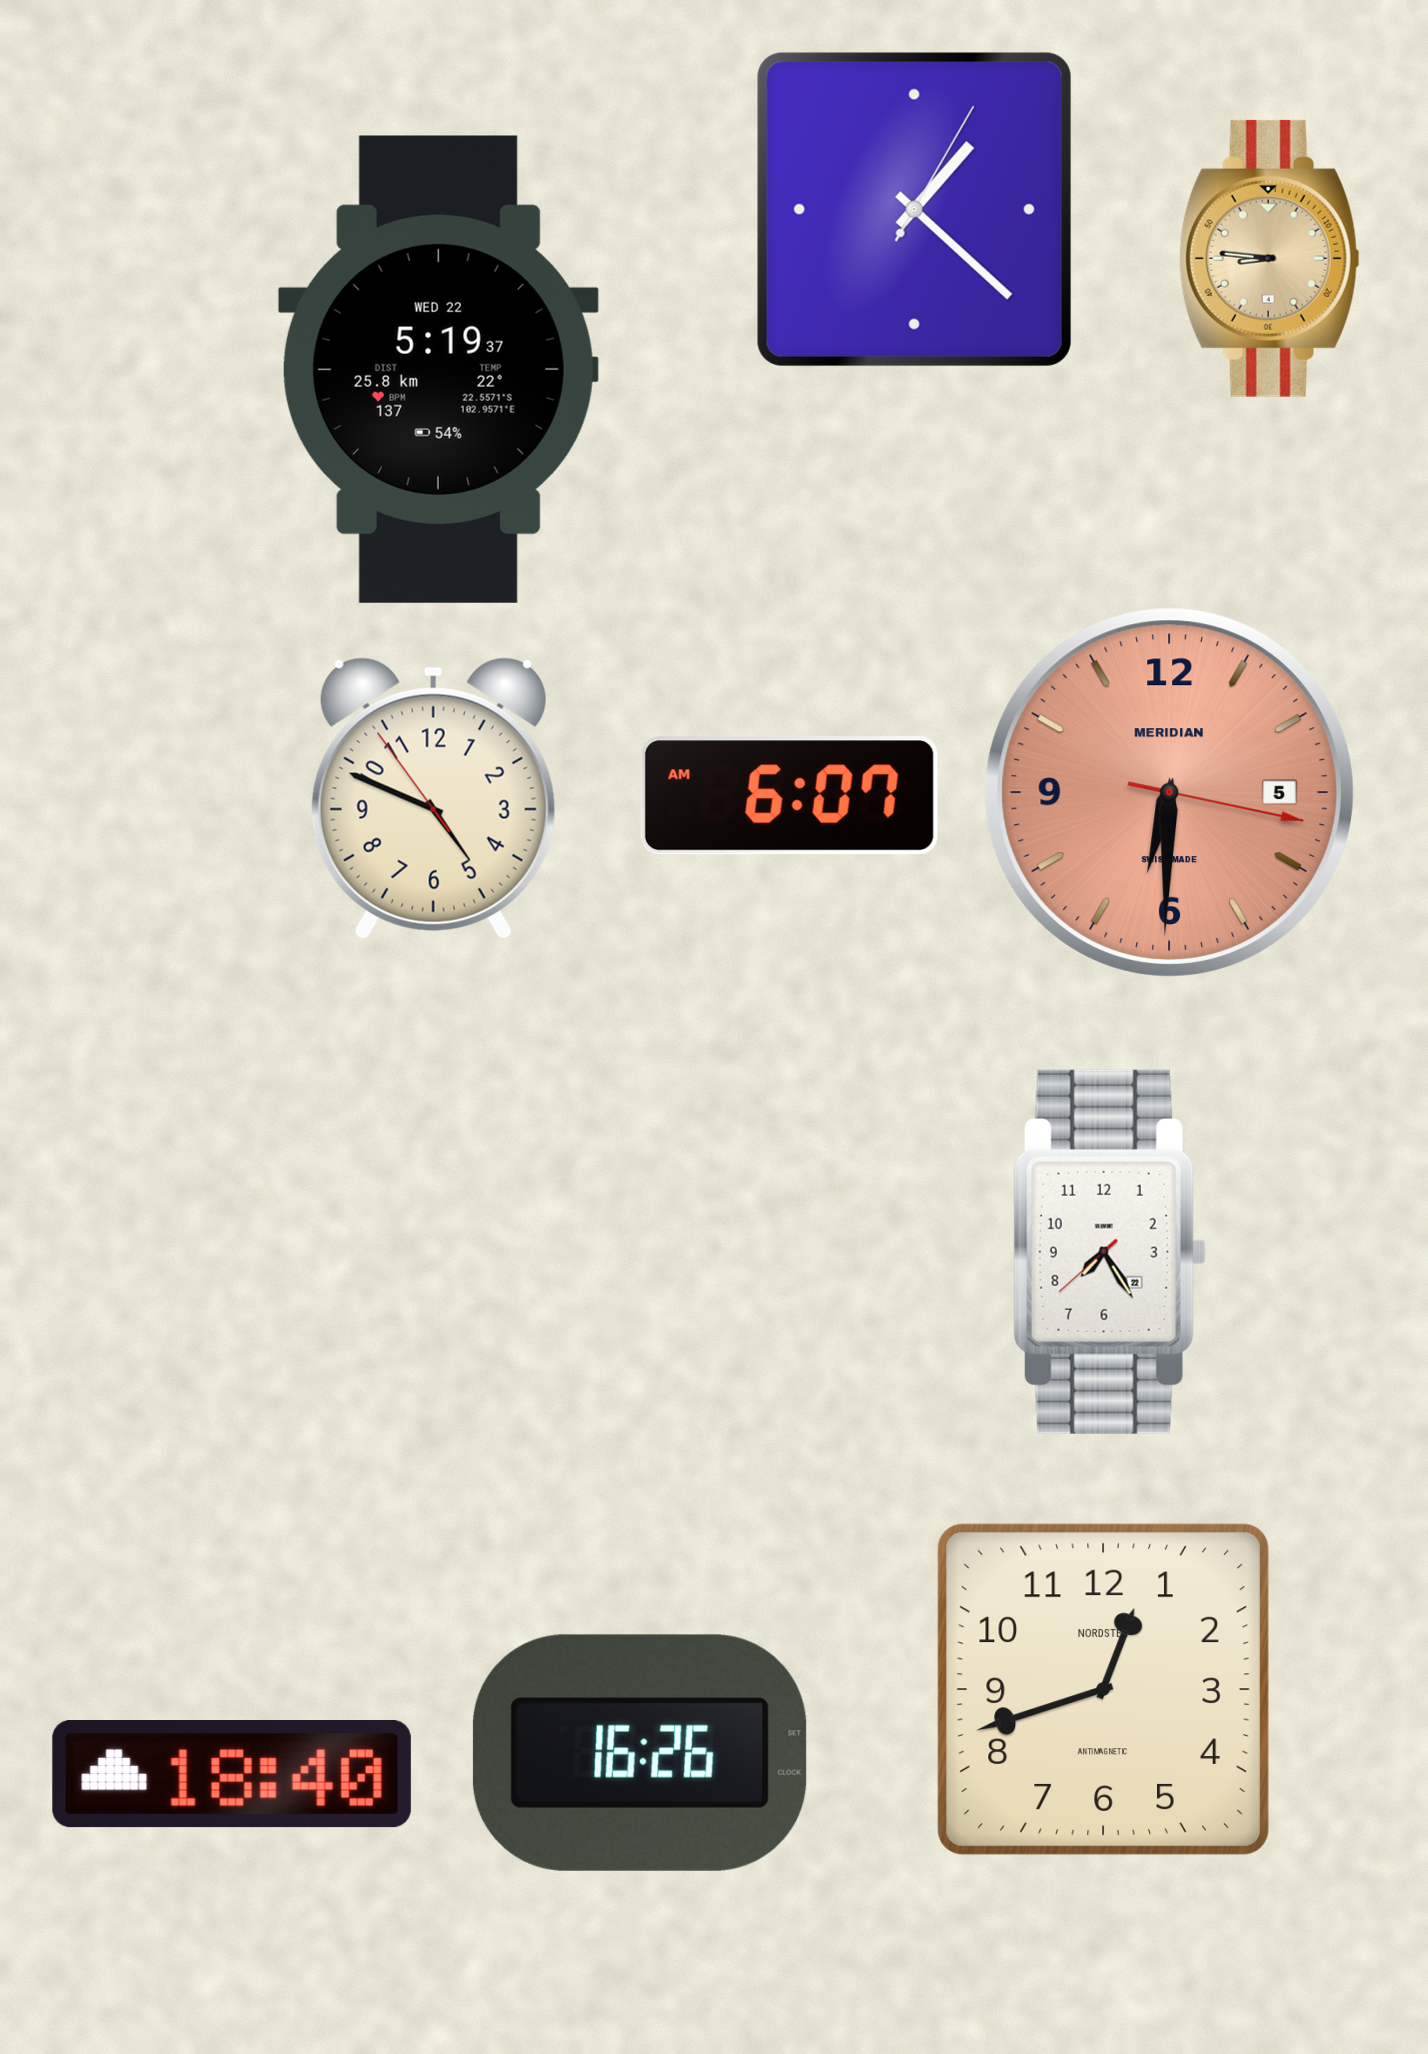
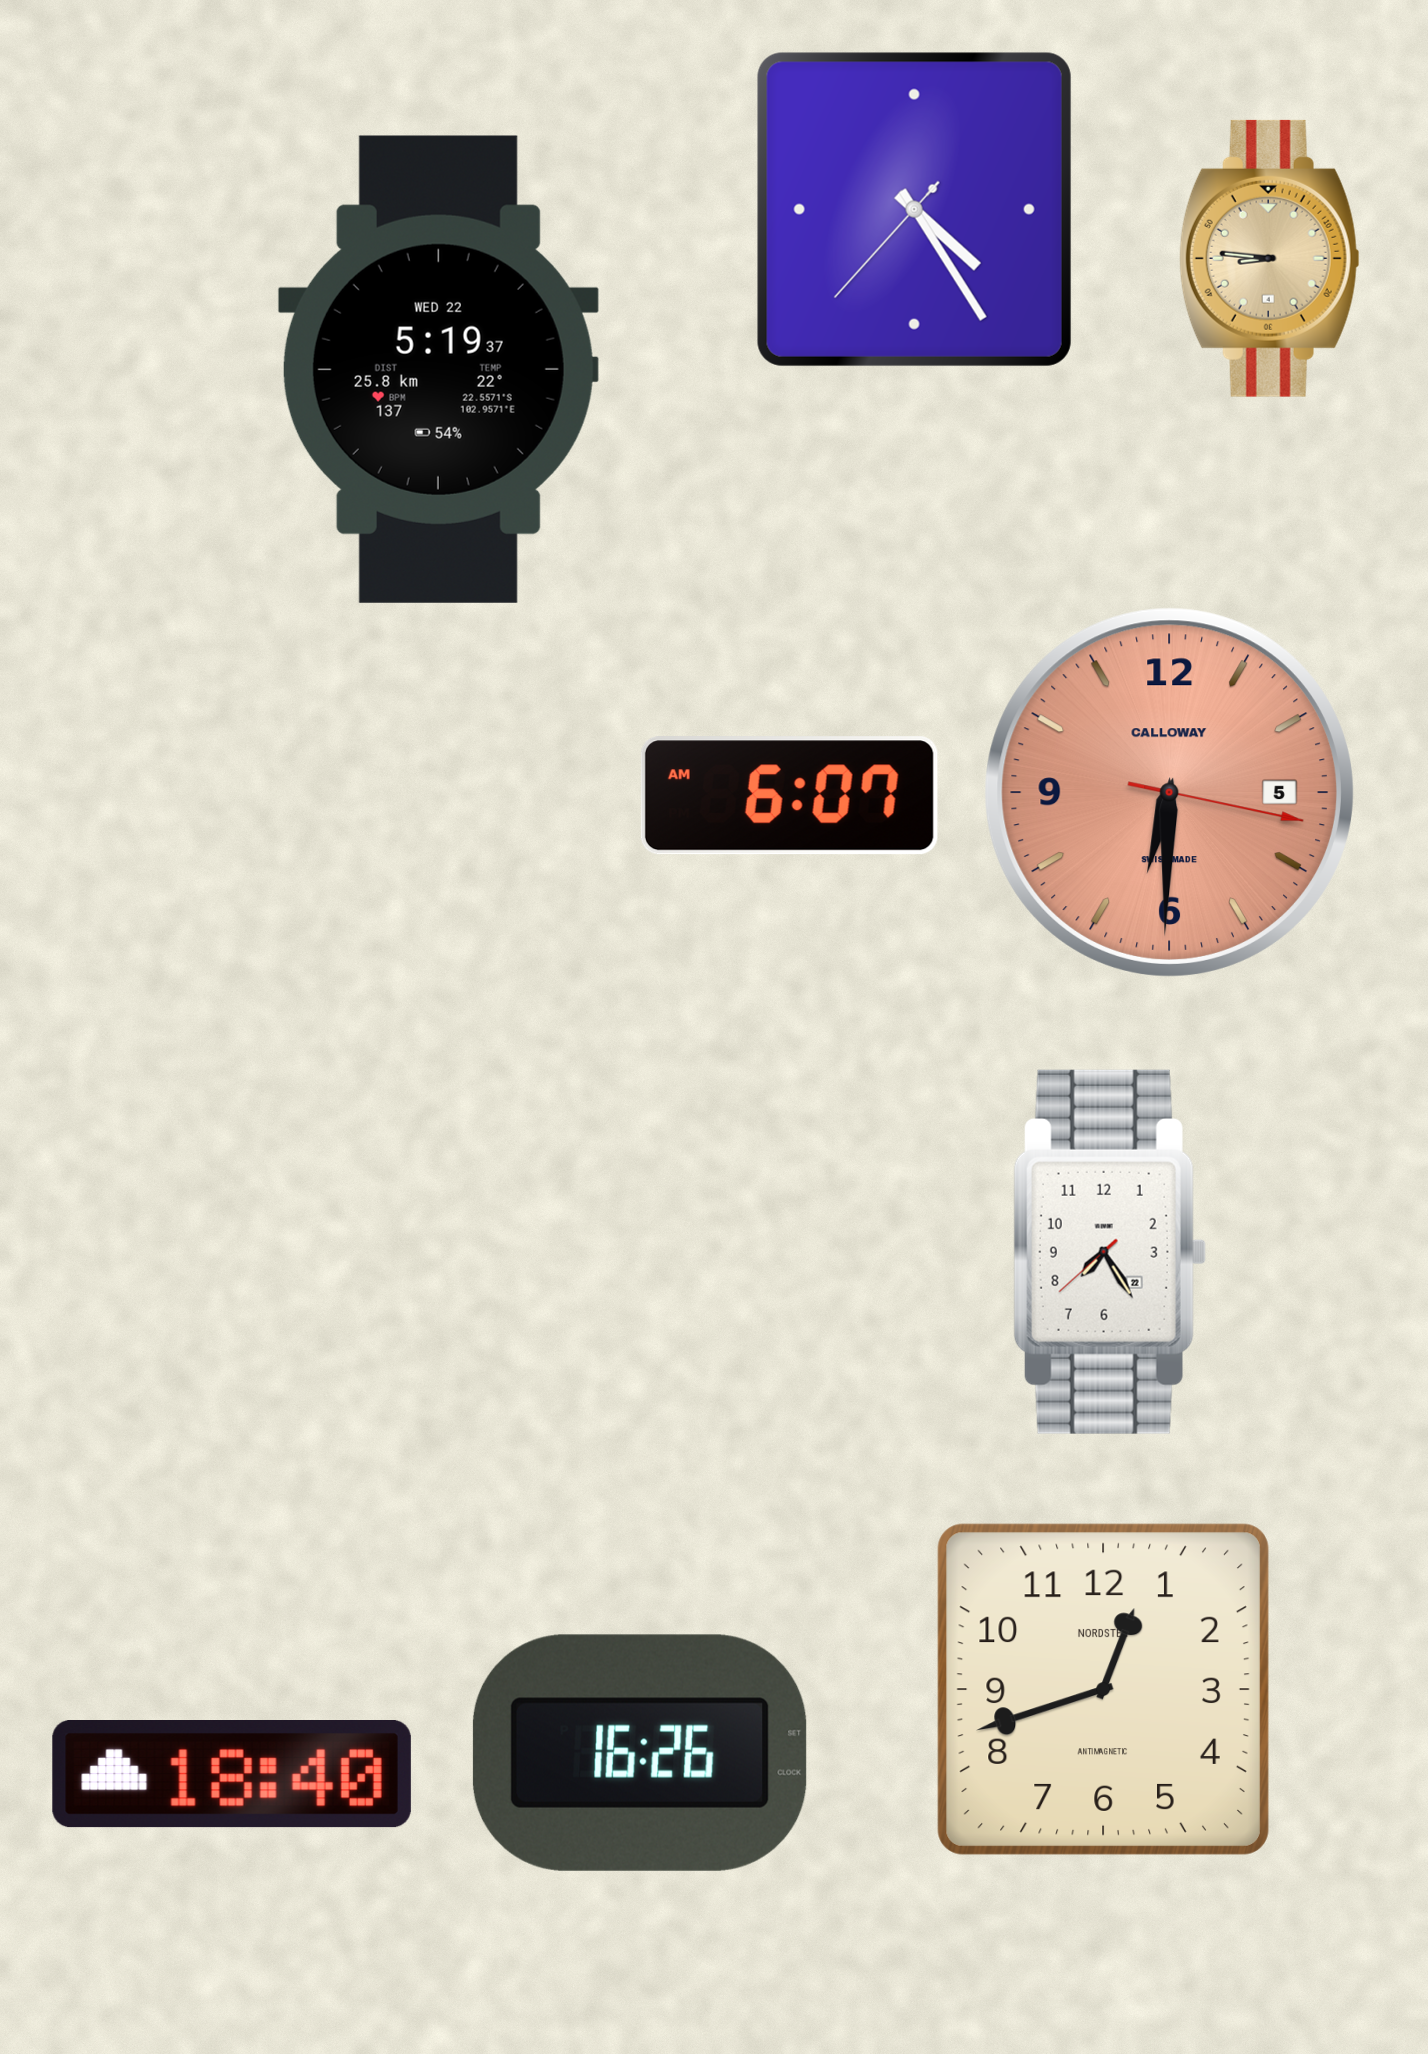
clock at (914, 209): 1:22 -> 4:24
clock at (1169, 792) brand: MERIDIAN -> CALLOWAY
clock at (433, 798): 4:48 -> none
